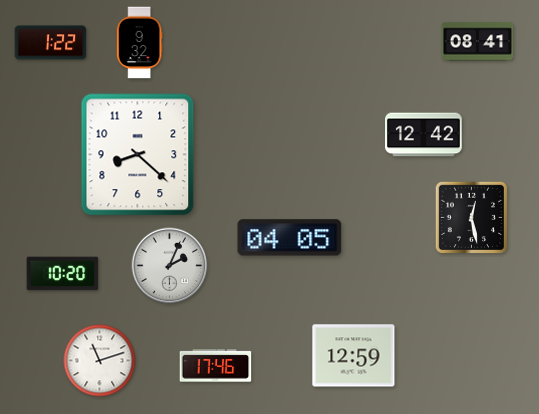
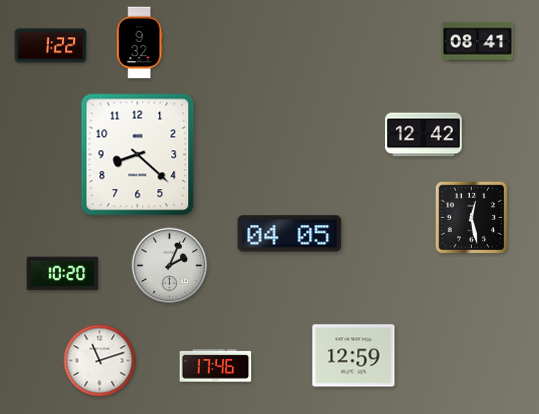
clock at (51, 43) position: (51, 43) -> (51, 46)
clock at (290, 238) position: (290, 238) -> (290, 234)
